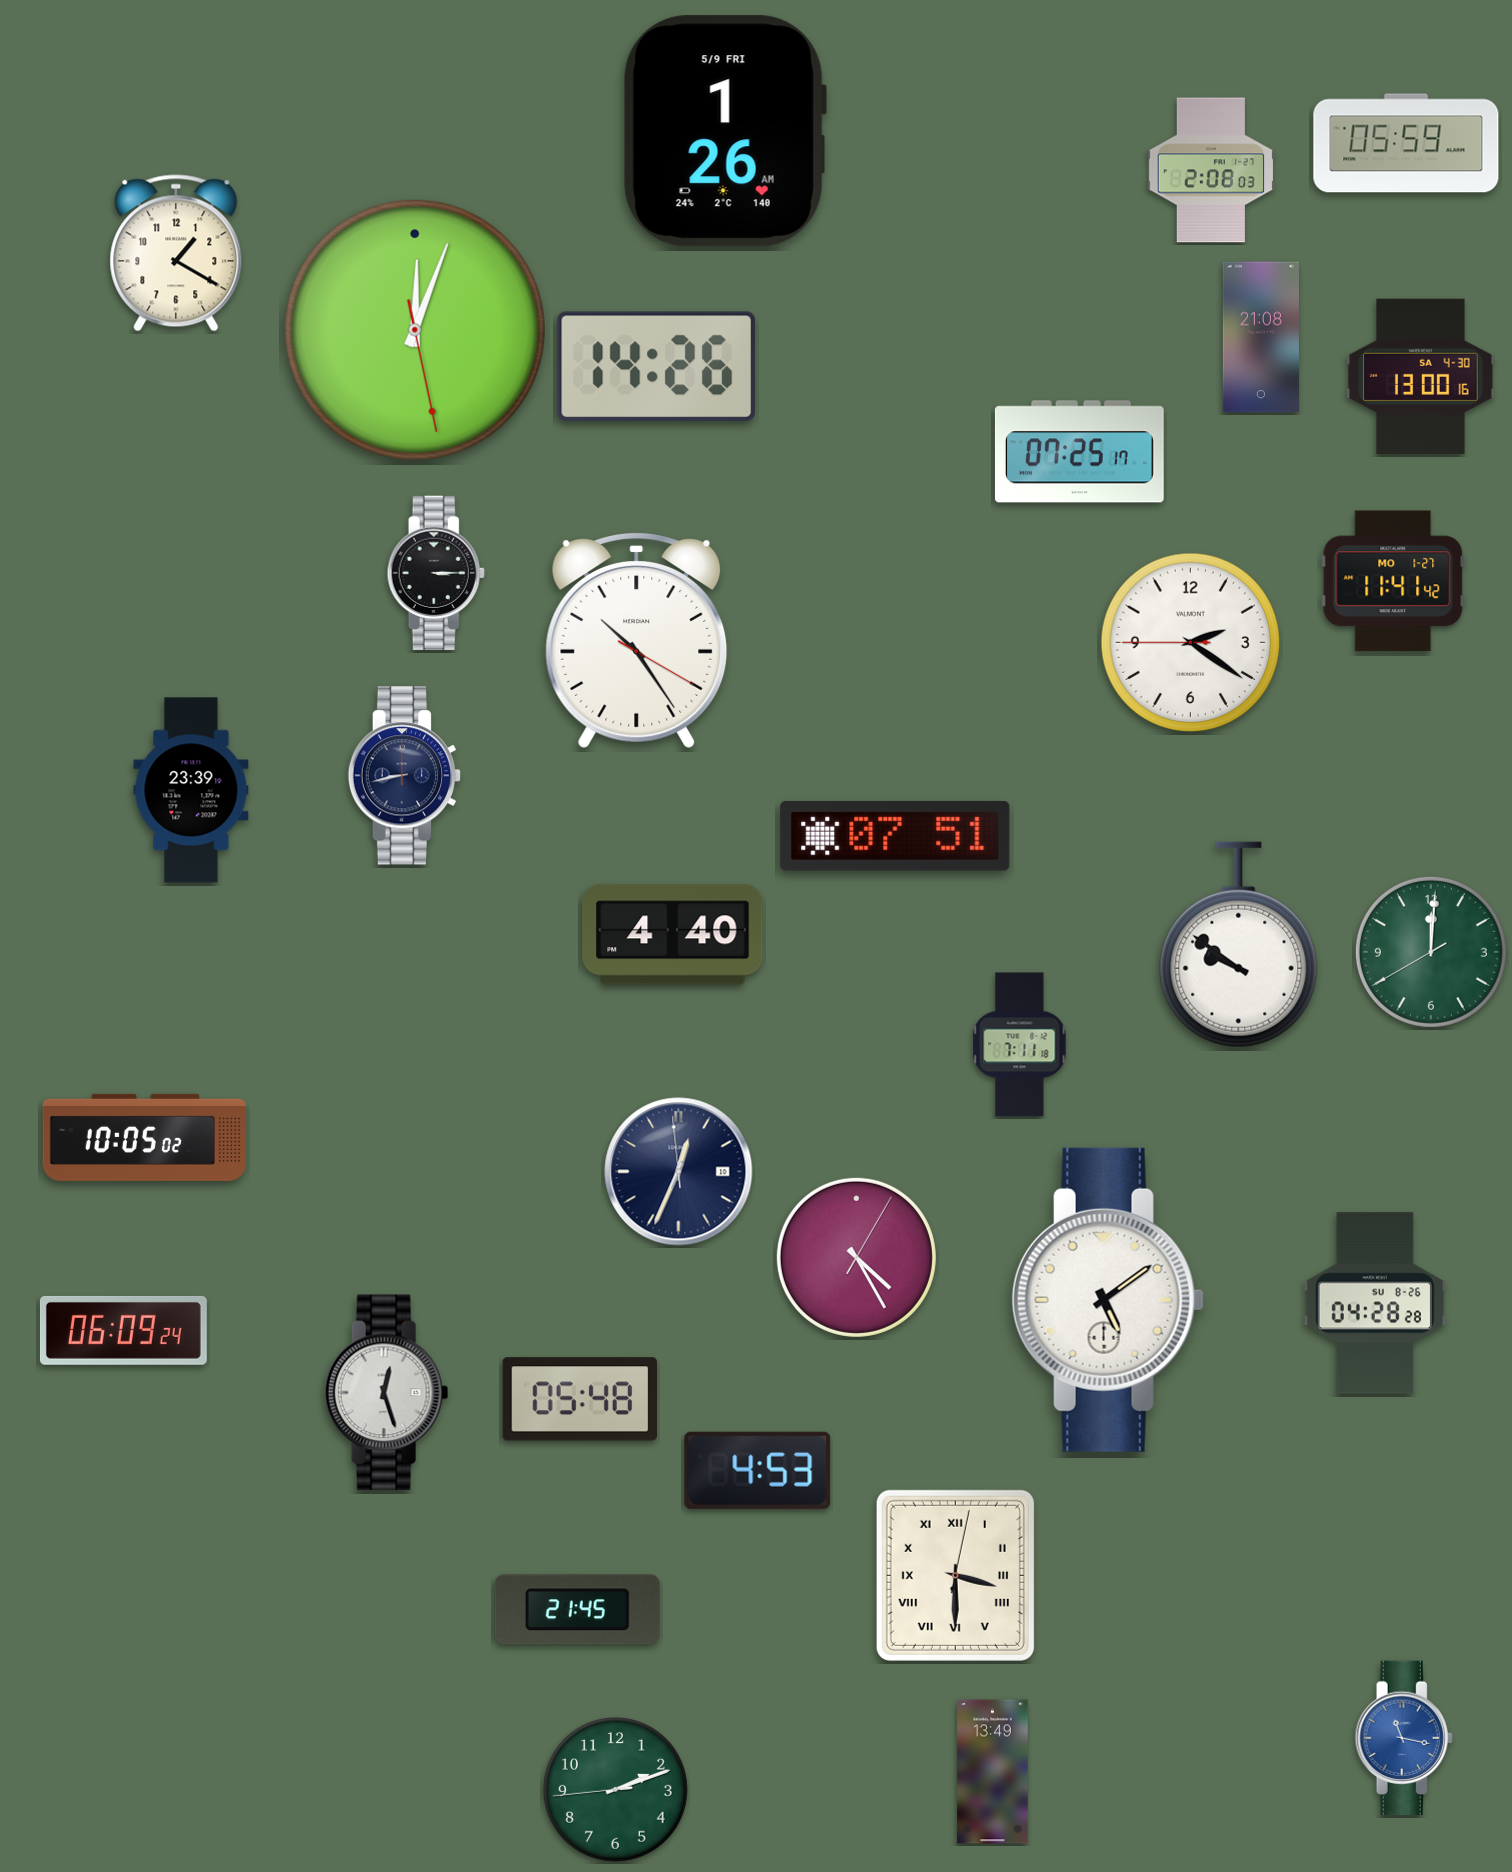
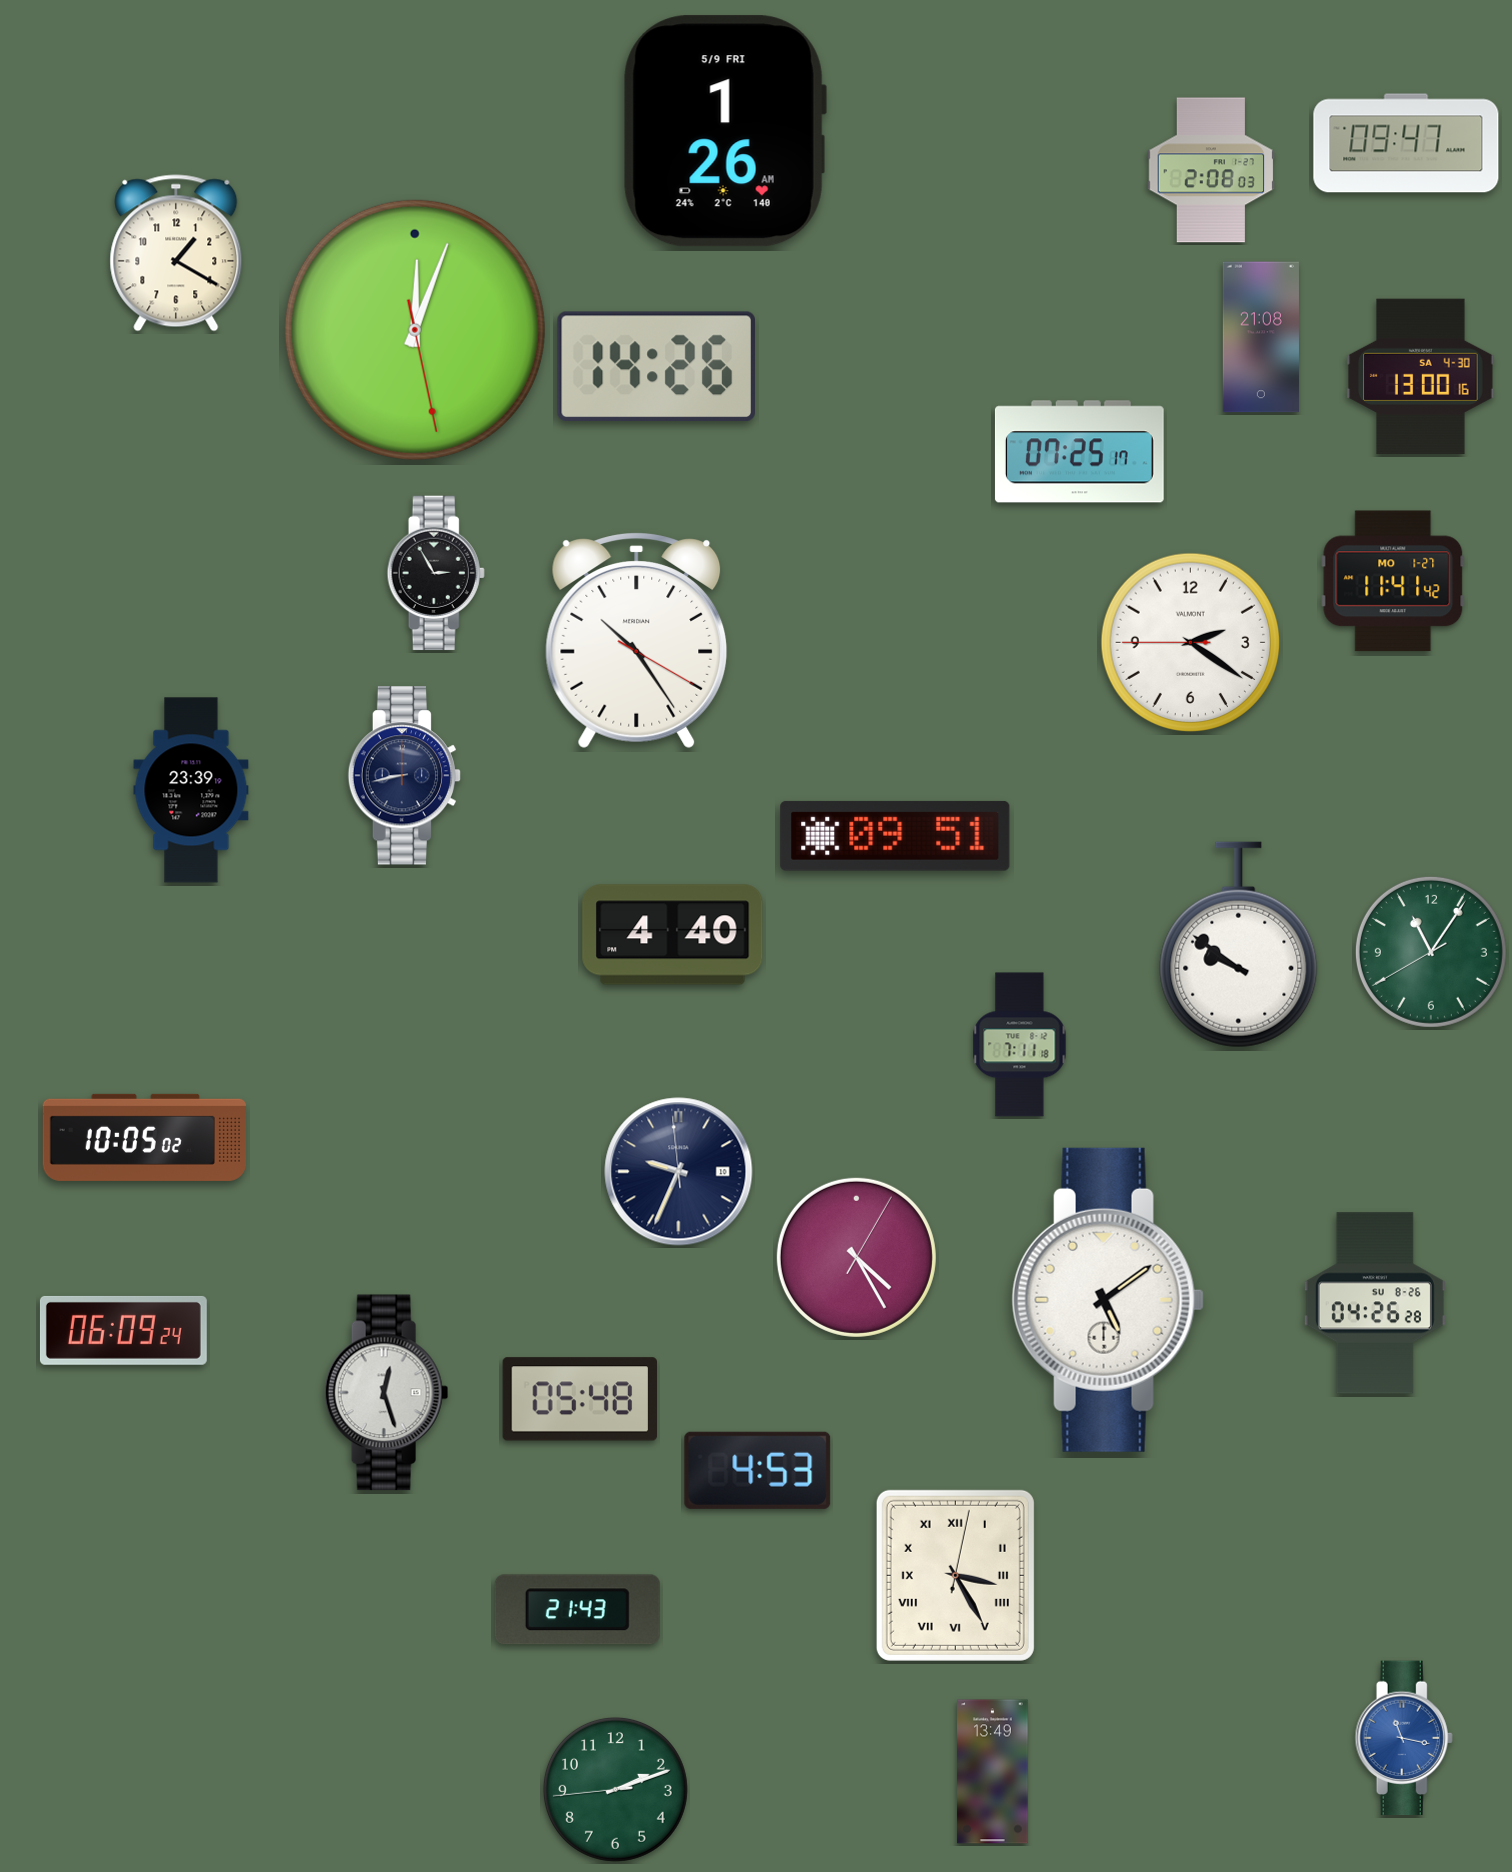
clock at (1406, 143): 05:59 -> 09:47
clock at (436, 573): 3:15 -> 2:55
clock at (895, 836): 07:51 -> 09:51
clock at (1431, 952): 12:00 -> 11:05
clock at (679, 1172): 12:33 -> 9:33
clock at (1375, 1303): 04:28 -> 04:26
clock at (955, 1575): 3:30 -> 3:25
clock at (577, 1610): 21:45 -> 21:43
